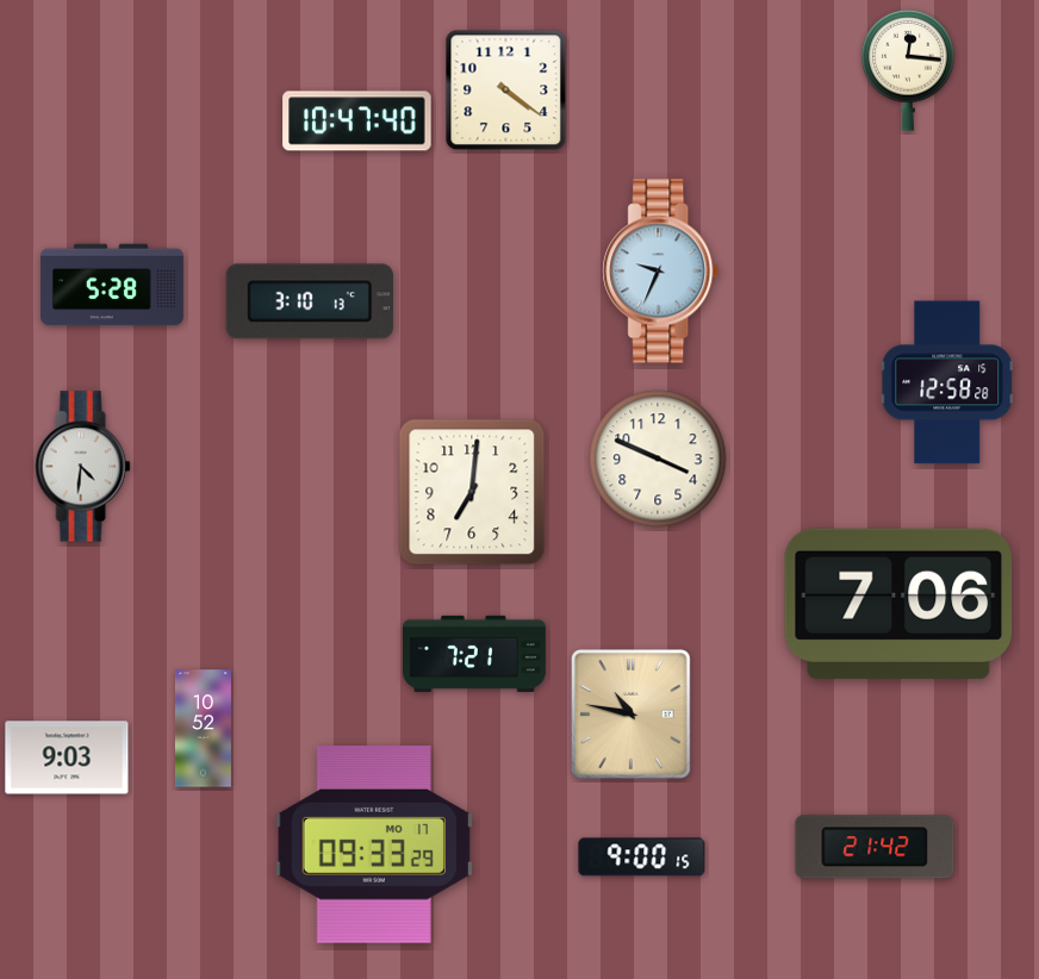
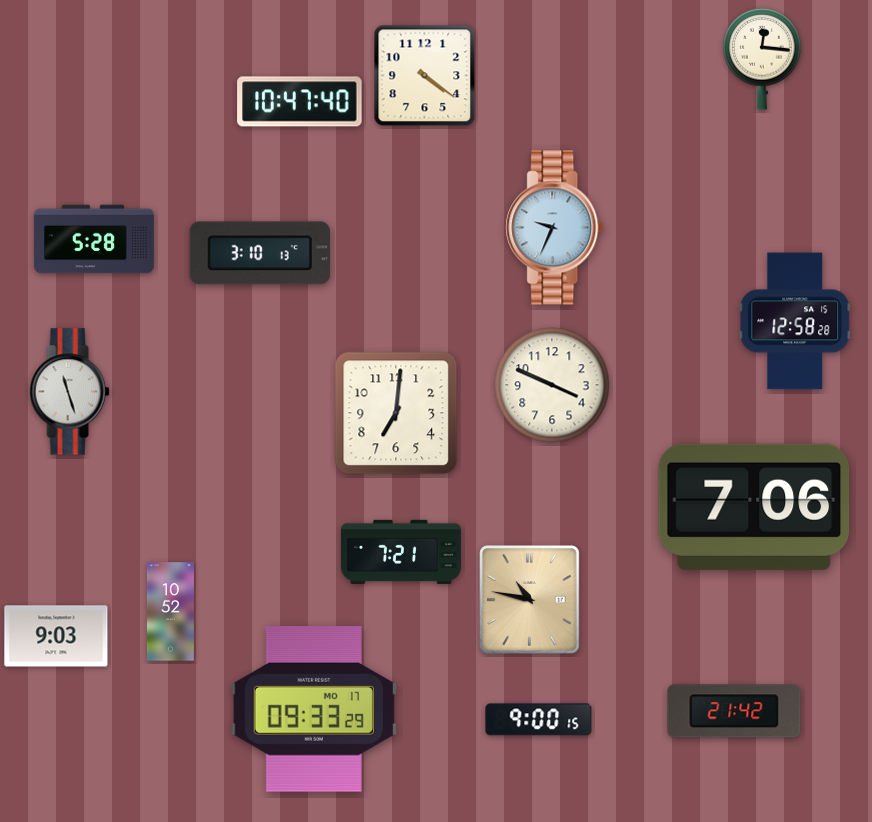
clock at (83, 467): 4:31 -> 11:27
clock at (474, 654) position: (474, 654) -> (401, 552)
